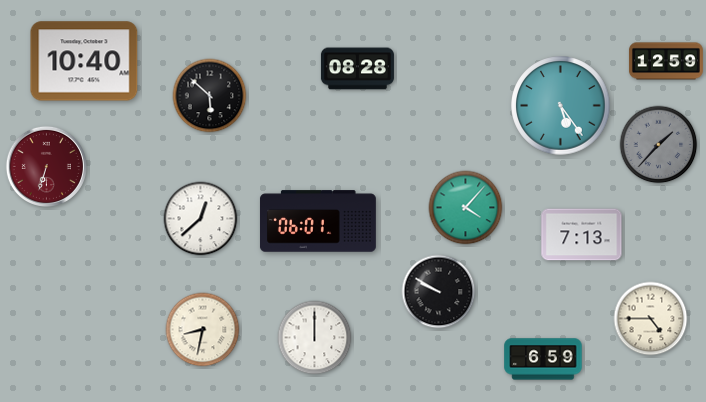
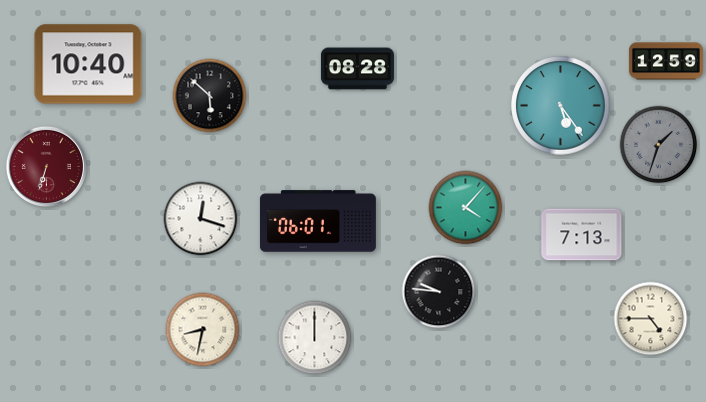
clock at (84, 61) position: (84, 61) -> (88, 64)
clock at (659, 145): 1:37 -> 1:33
clock at (201, 219): 12:38 -> 12:18
clock at (439, 292): 9:50 -> 9:46
clock at (543, 359): 6:59 -> none
